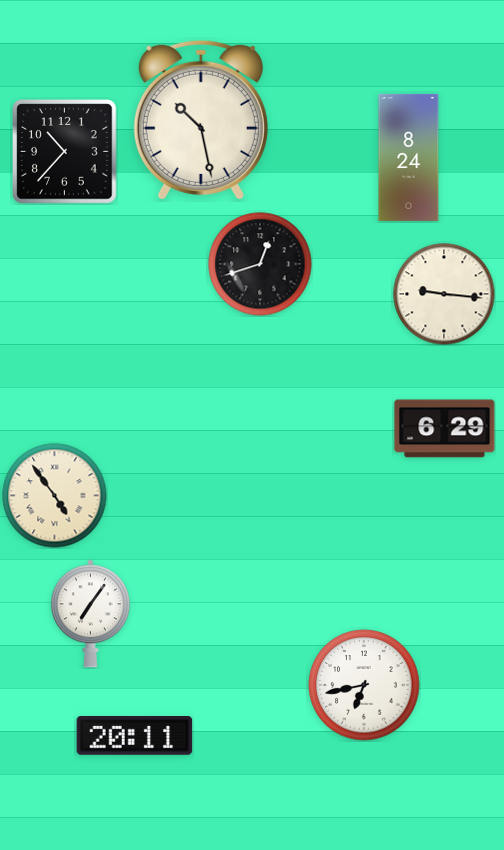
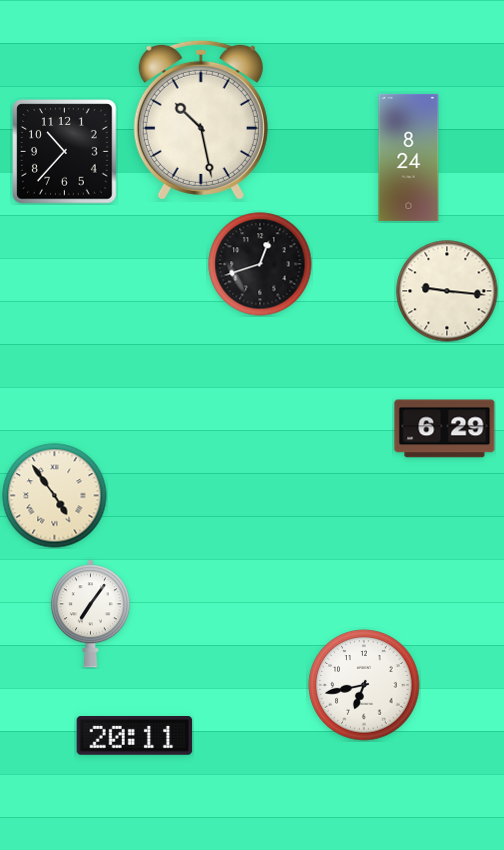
clock at (444, 294) position: (444, 294) -> (447, 291)
